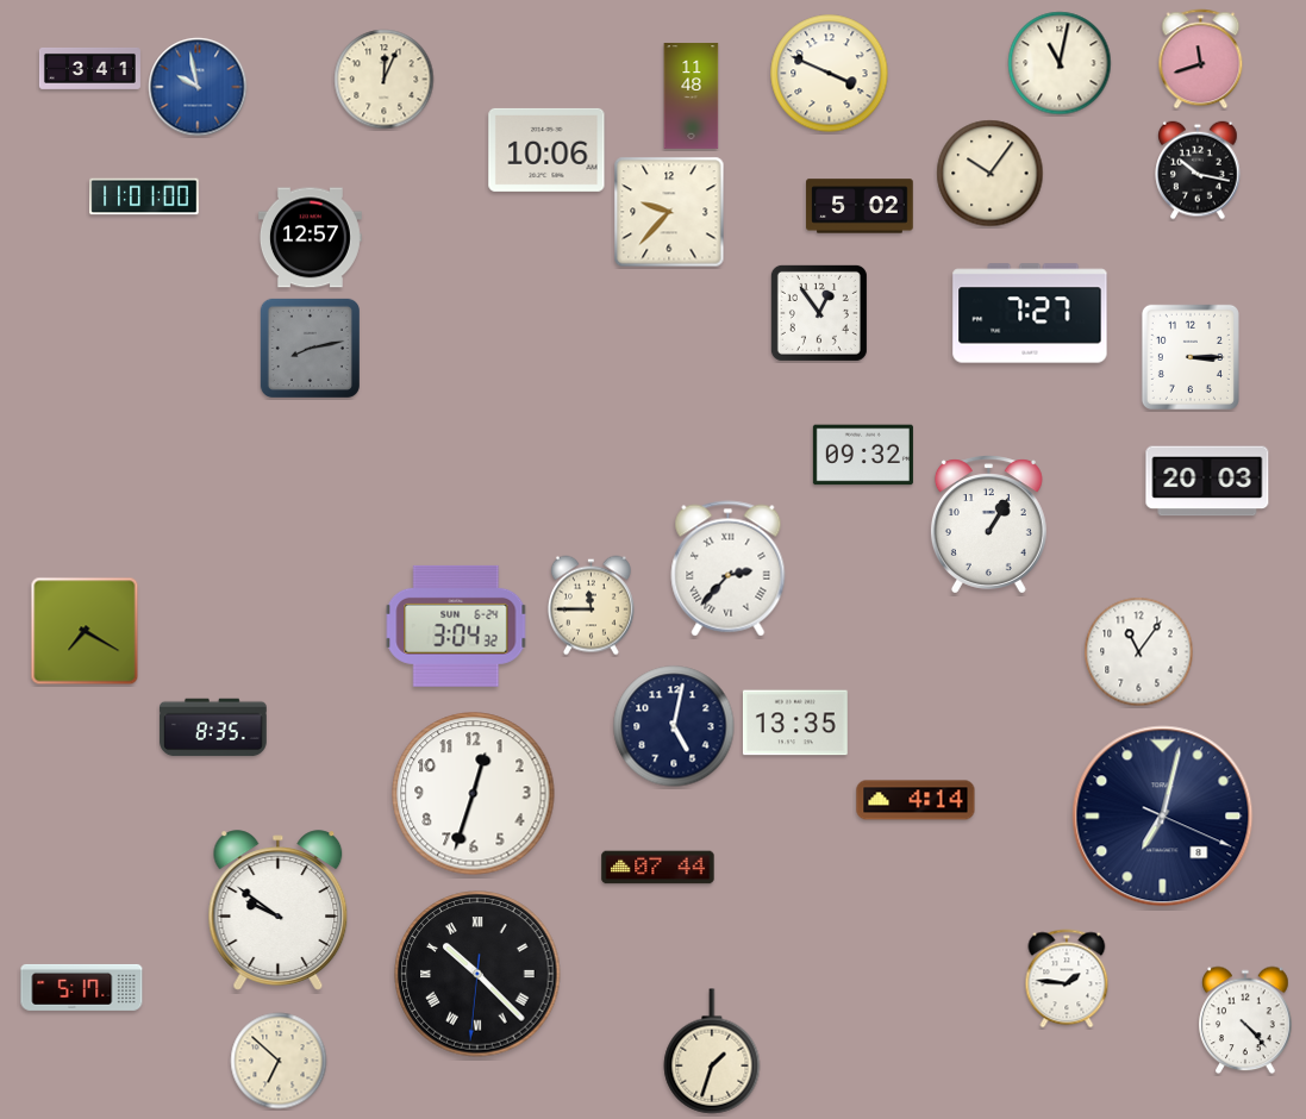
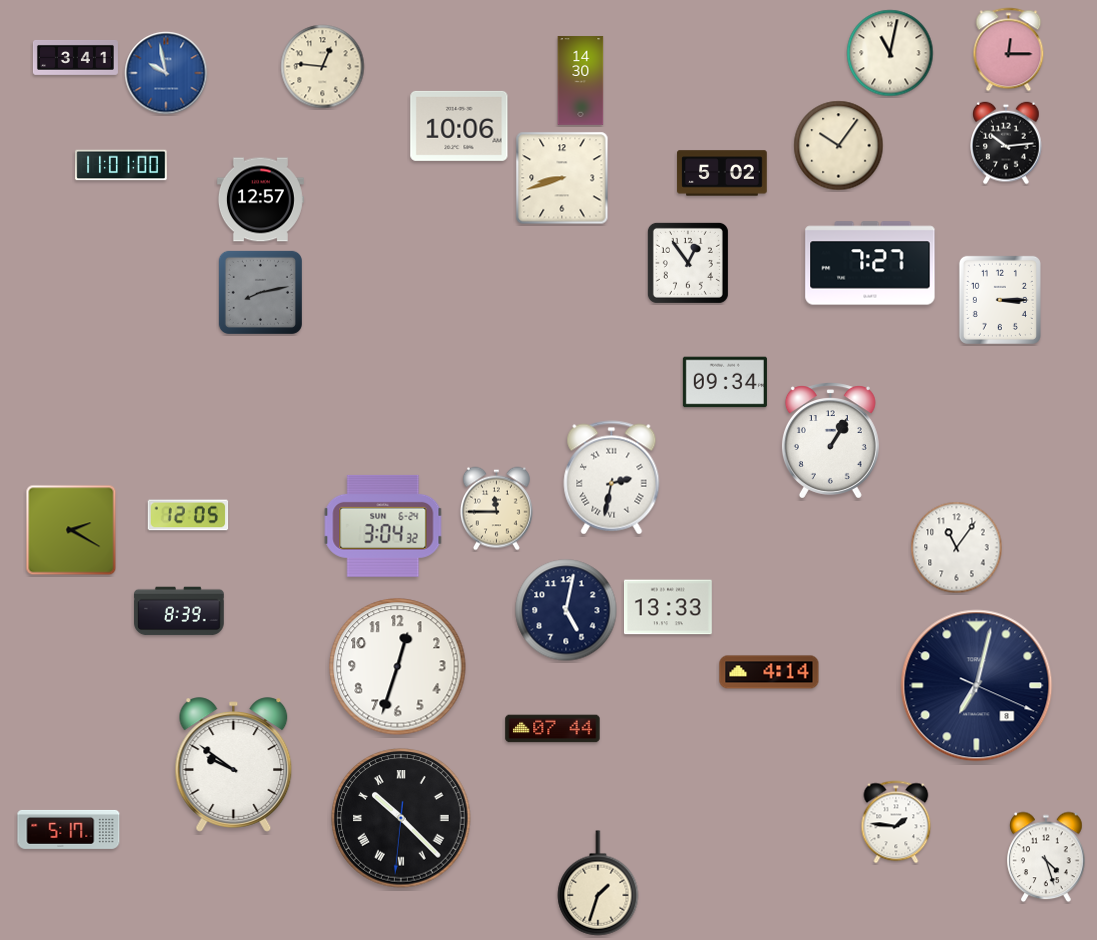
clock at (1201, 60): 11:42 -> 12:15
clock at (830, 74): 3:49 -> none
clock at (385, 80): 12:04 -> 12:46
clock at (692, 96): 11:48 -> 14:30
clock at (1198, 170): 10:17 -> 10:14
clock at (991, 174) position: (991, 174) -> (839, 146)
clock at (669, 212): 9:37 -> 8:42
clock at (1030, 313) position: (1030, 313) -> (870, 263)
clock at (863, 455): 09:32 -> 09:34
clock at (1207, 481): 20:03 -> none
clock at (729, 569): 2:37 -> 2:32
clock at (188, 515): none -> 12:05
clock at (85, 631): 7:20 -> 2:20
clock at (795, 723): 13:35 -> 13:33
clock at (213, 727): 8:35 -> 8:39
clock at (1245, 1020): 4:23 -> 4:27
clock at (279, 1061): 6:52 -> none
